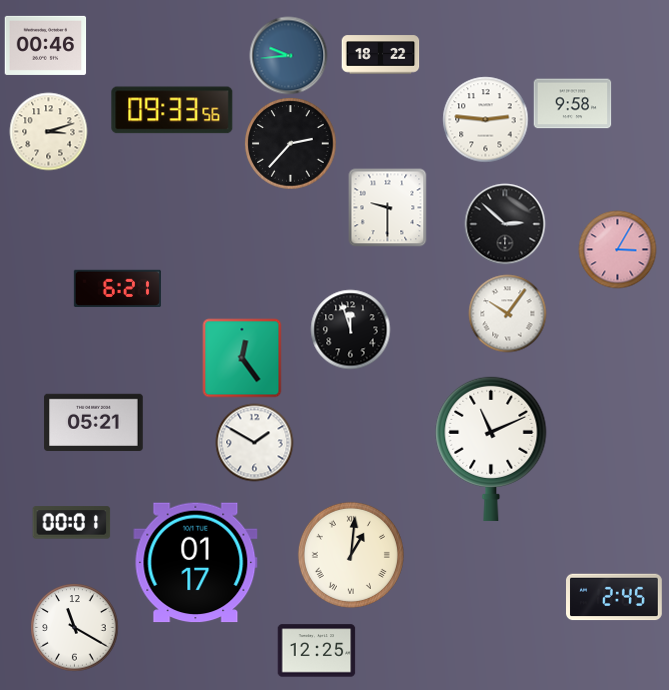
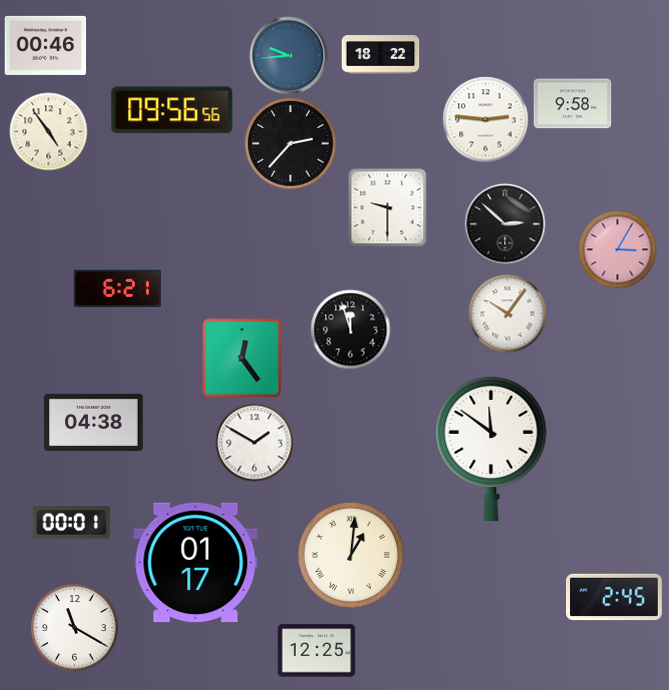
clock at (172, 110): 09:33 -> 09:56
clock at (48, 131): 3:12 -> 4:54
clock at (94, 422): 05:21 -> 04:38
clock at (491, 448): 11:11 -> 11:51
